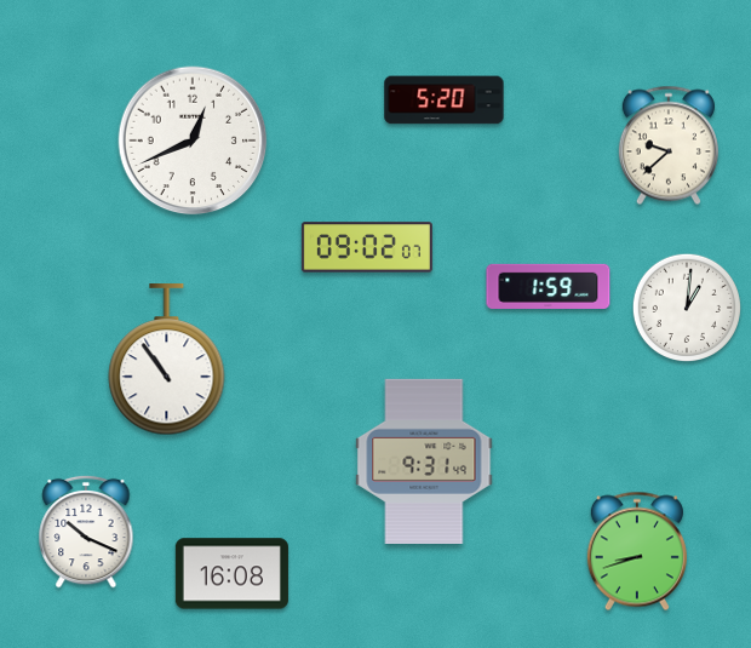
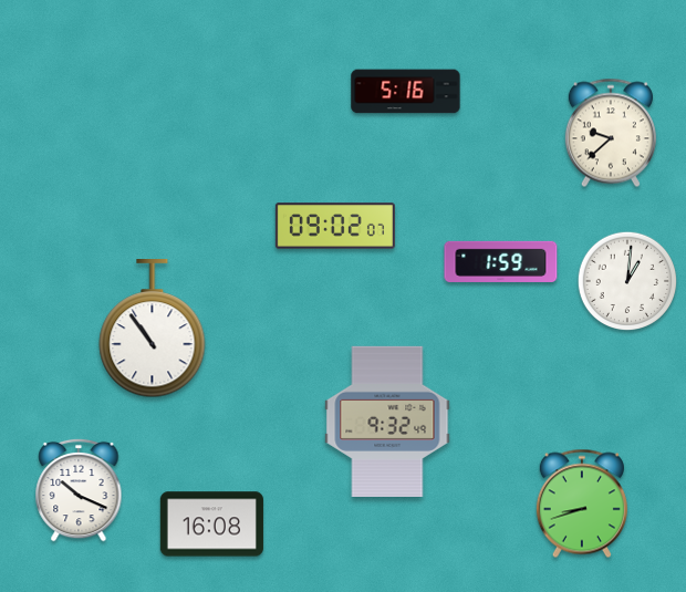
clock at (445, 101): 5:20 -> 5:16
clock at (193, 141): 12:41 -> none
clock at (424, 461): 9:31 -> 9:32
clock at (86, 532) position: (86, 532) -> (79, 490)
